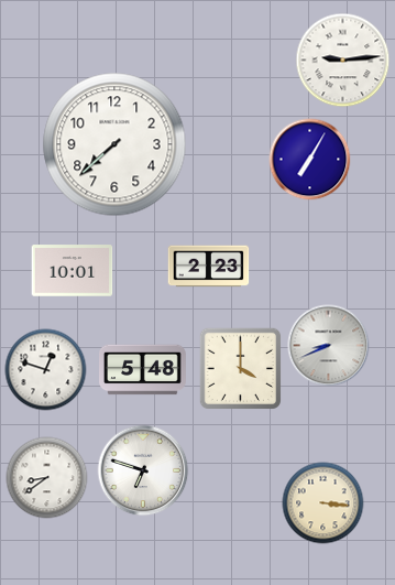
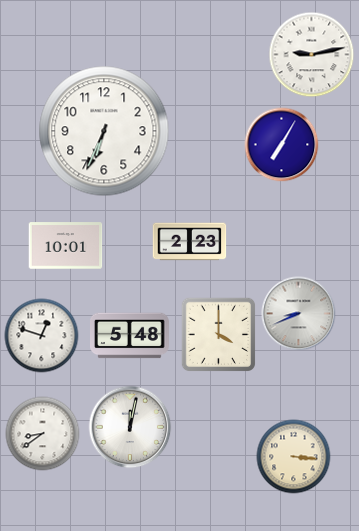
clock at (343, 61): 9:14 -> 9:13
clock at (114, 144): 7:38 -> 6:34
clock at (143, 470): 6:48 -> 12:02
